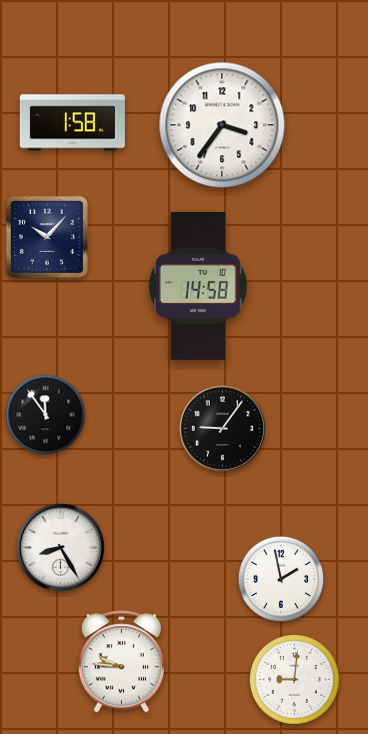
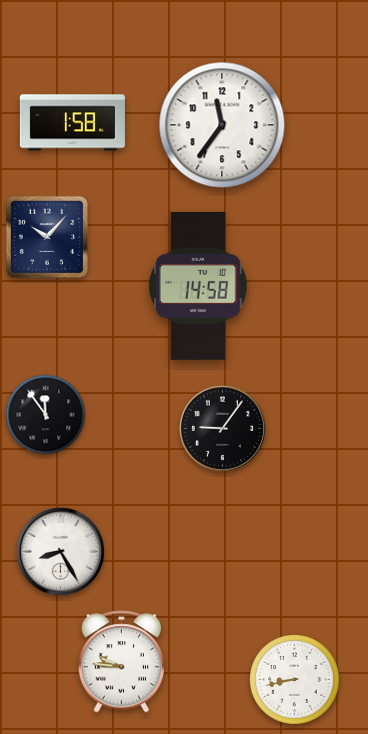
clock at (222, 125): 3:36 -> 11:36
clock at (60, 547) position: (60, 547) -> (60, 551)
clock at (280, 578): 1:58 -> none
clock at (295, 680): 9:01 -> 8:43
